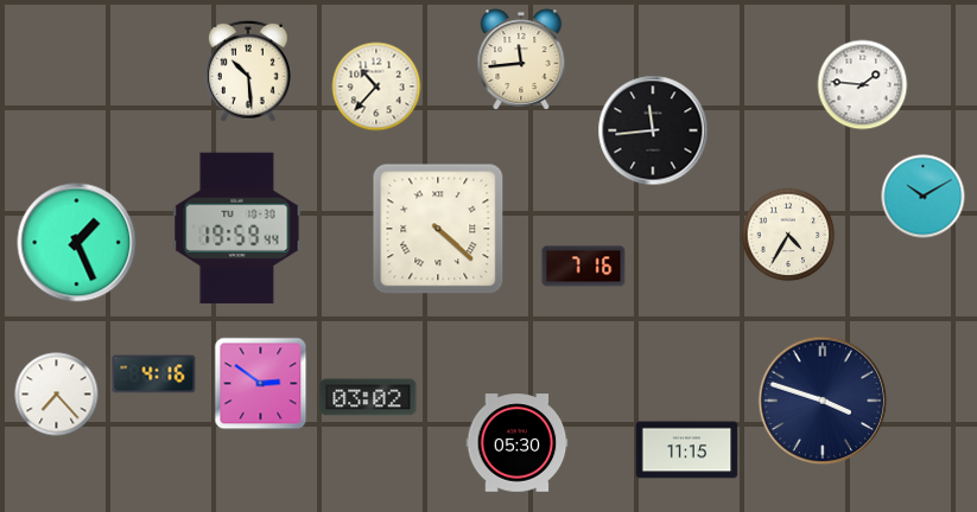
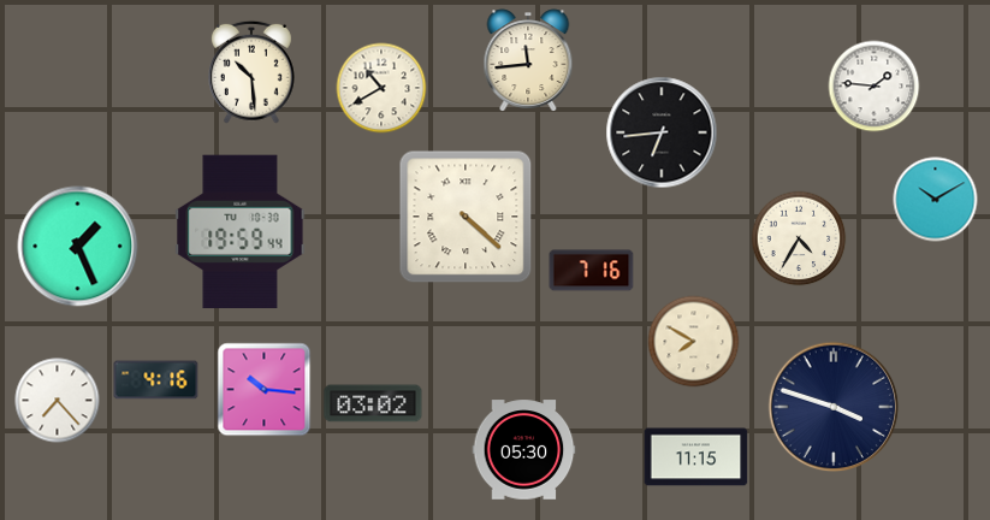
clock at (376, 87): 10:37 -> 10:40
clock at (653, 130): 11:44 -> 6:44
clock at (438, 229) position: (438, 229) -> (466, 217)
clock at (694, 342): none -> 7:50
clock at (261, 384): 2:51 -> 10:16
